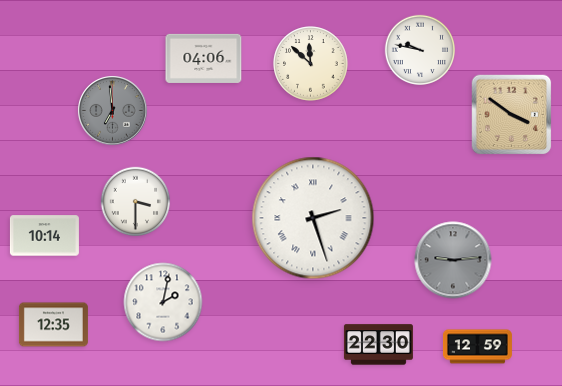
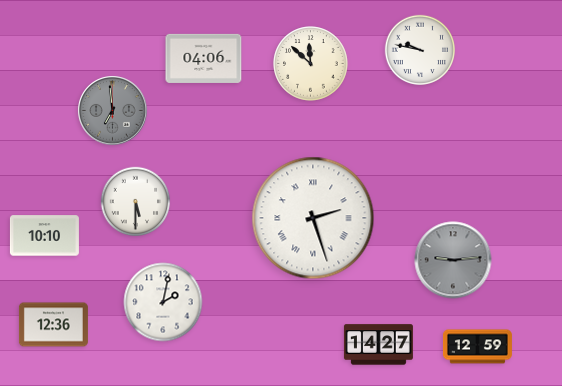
clock at (512, 115): 3:51 -> none
clock at (136, 202): 3:30 -> 5:30
clock at (44, 236): 10:14 -> 10:10
clock at (53, 325): 12:35 -> 12:36
clock at (378, 345): 22:30 -> 14:27
